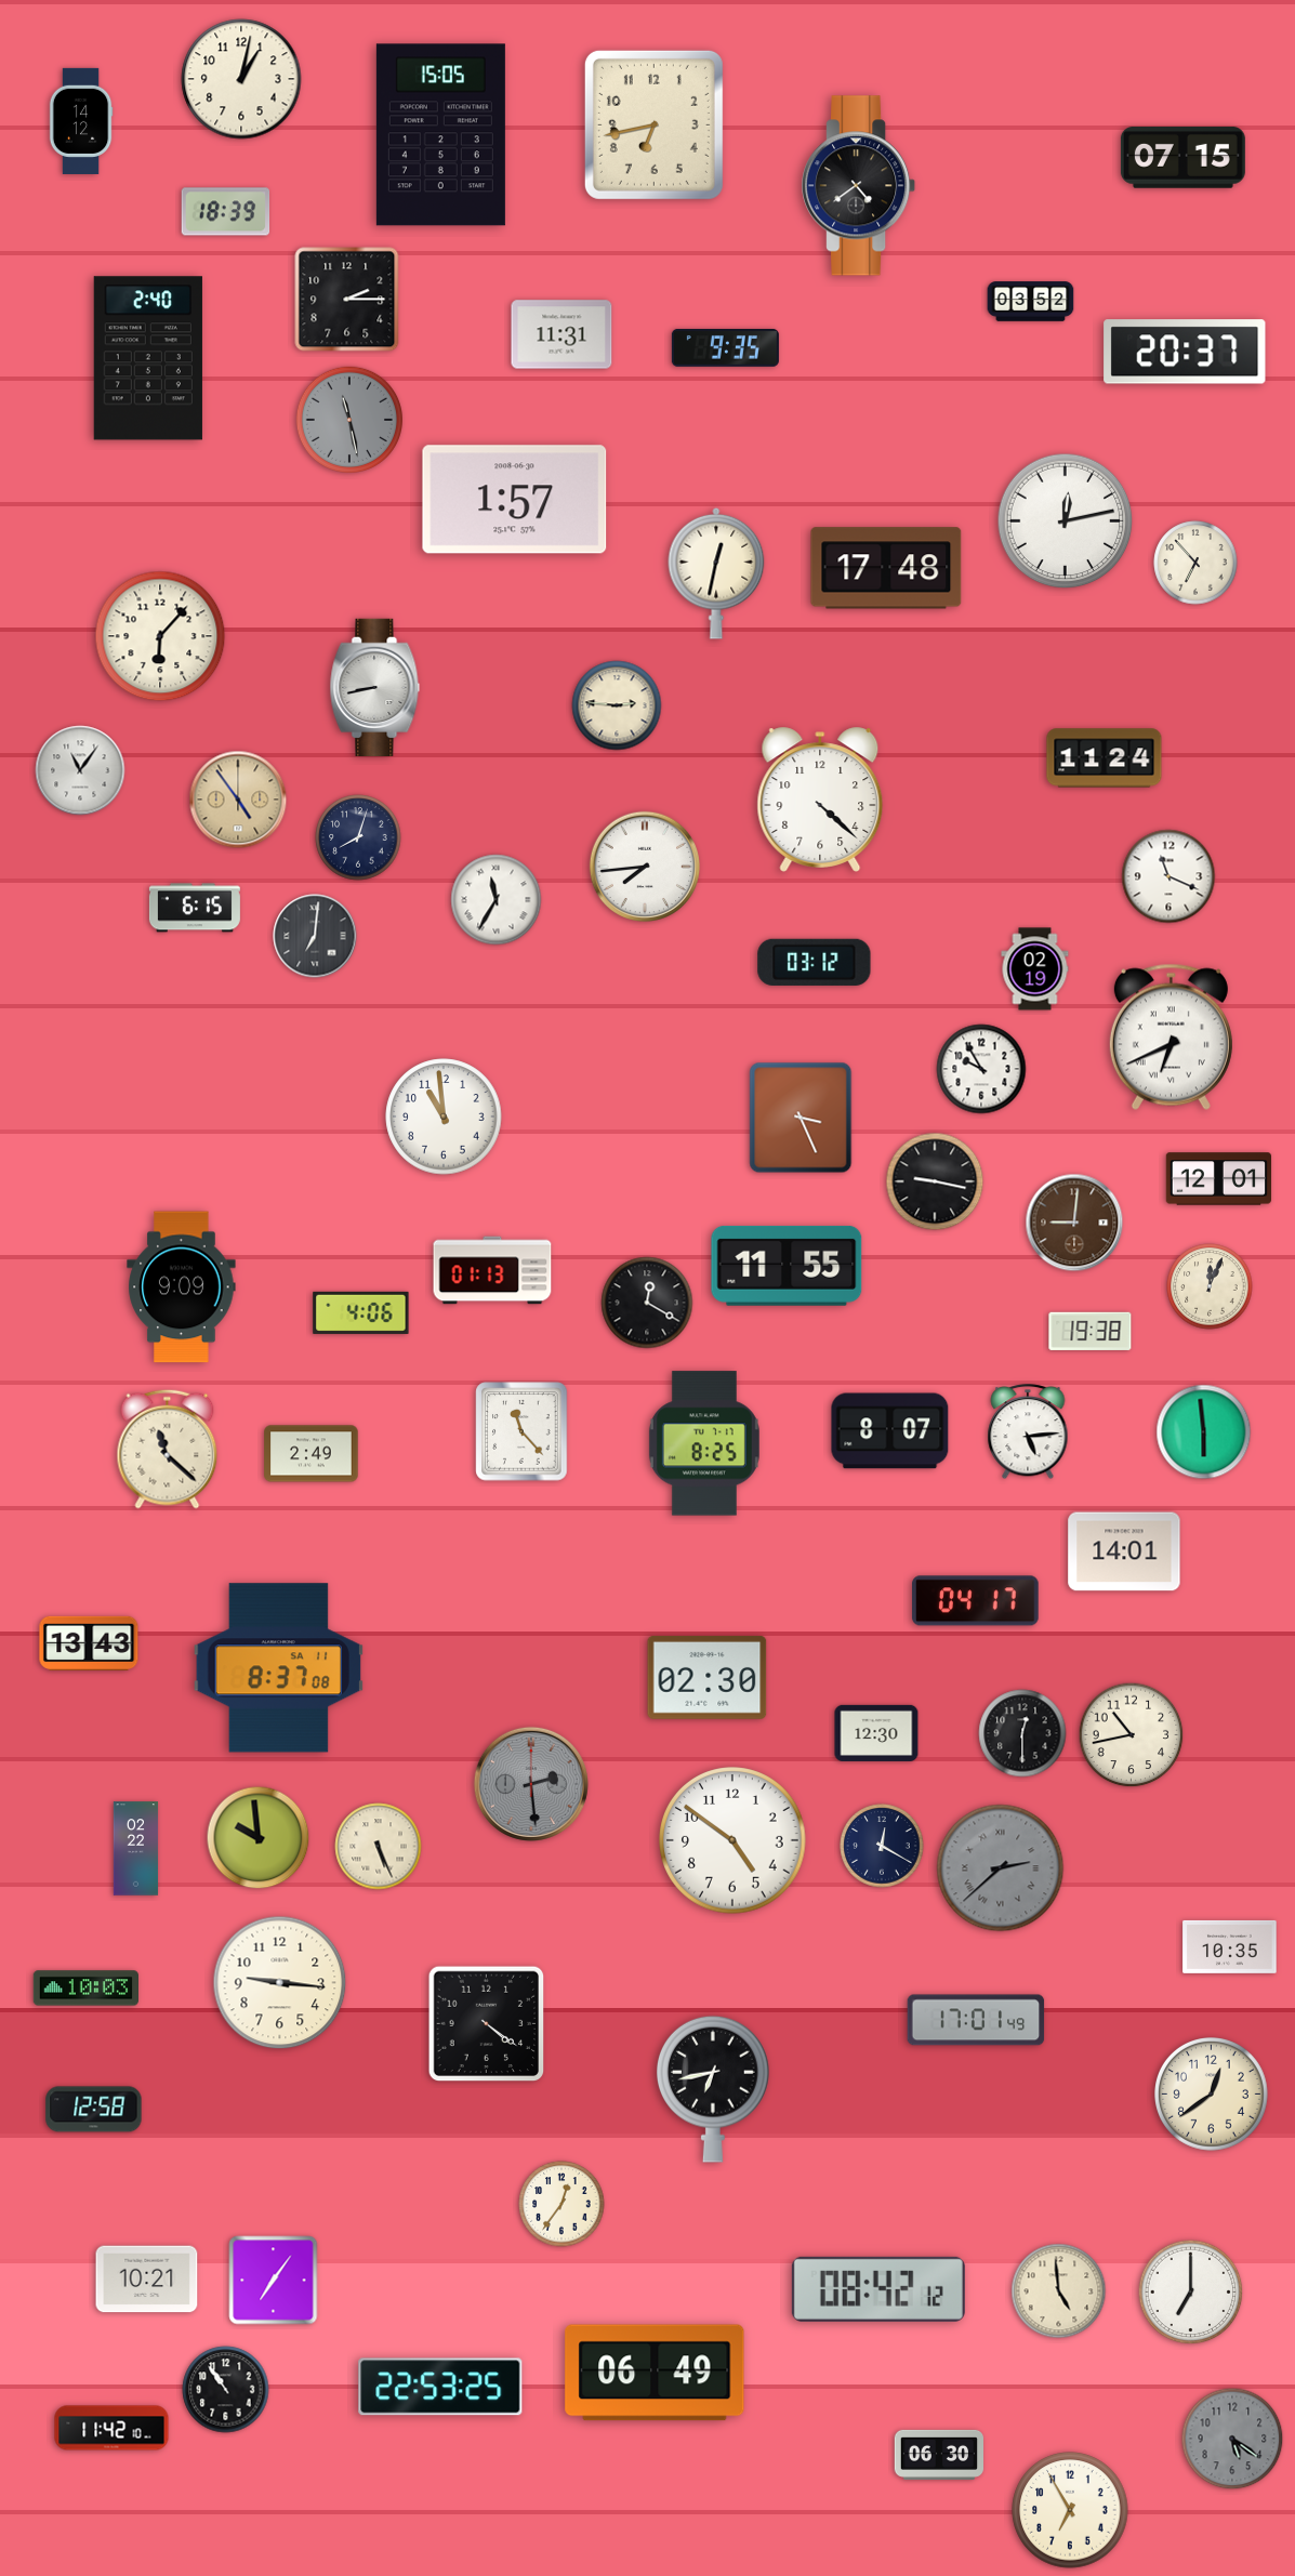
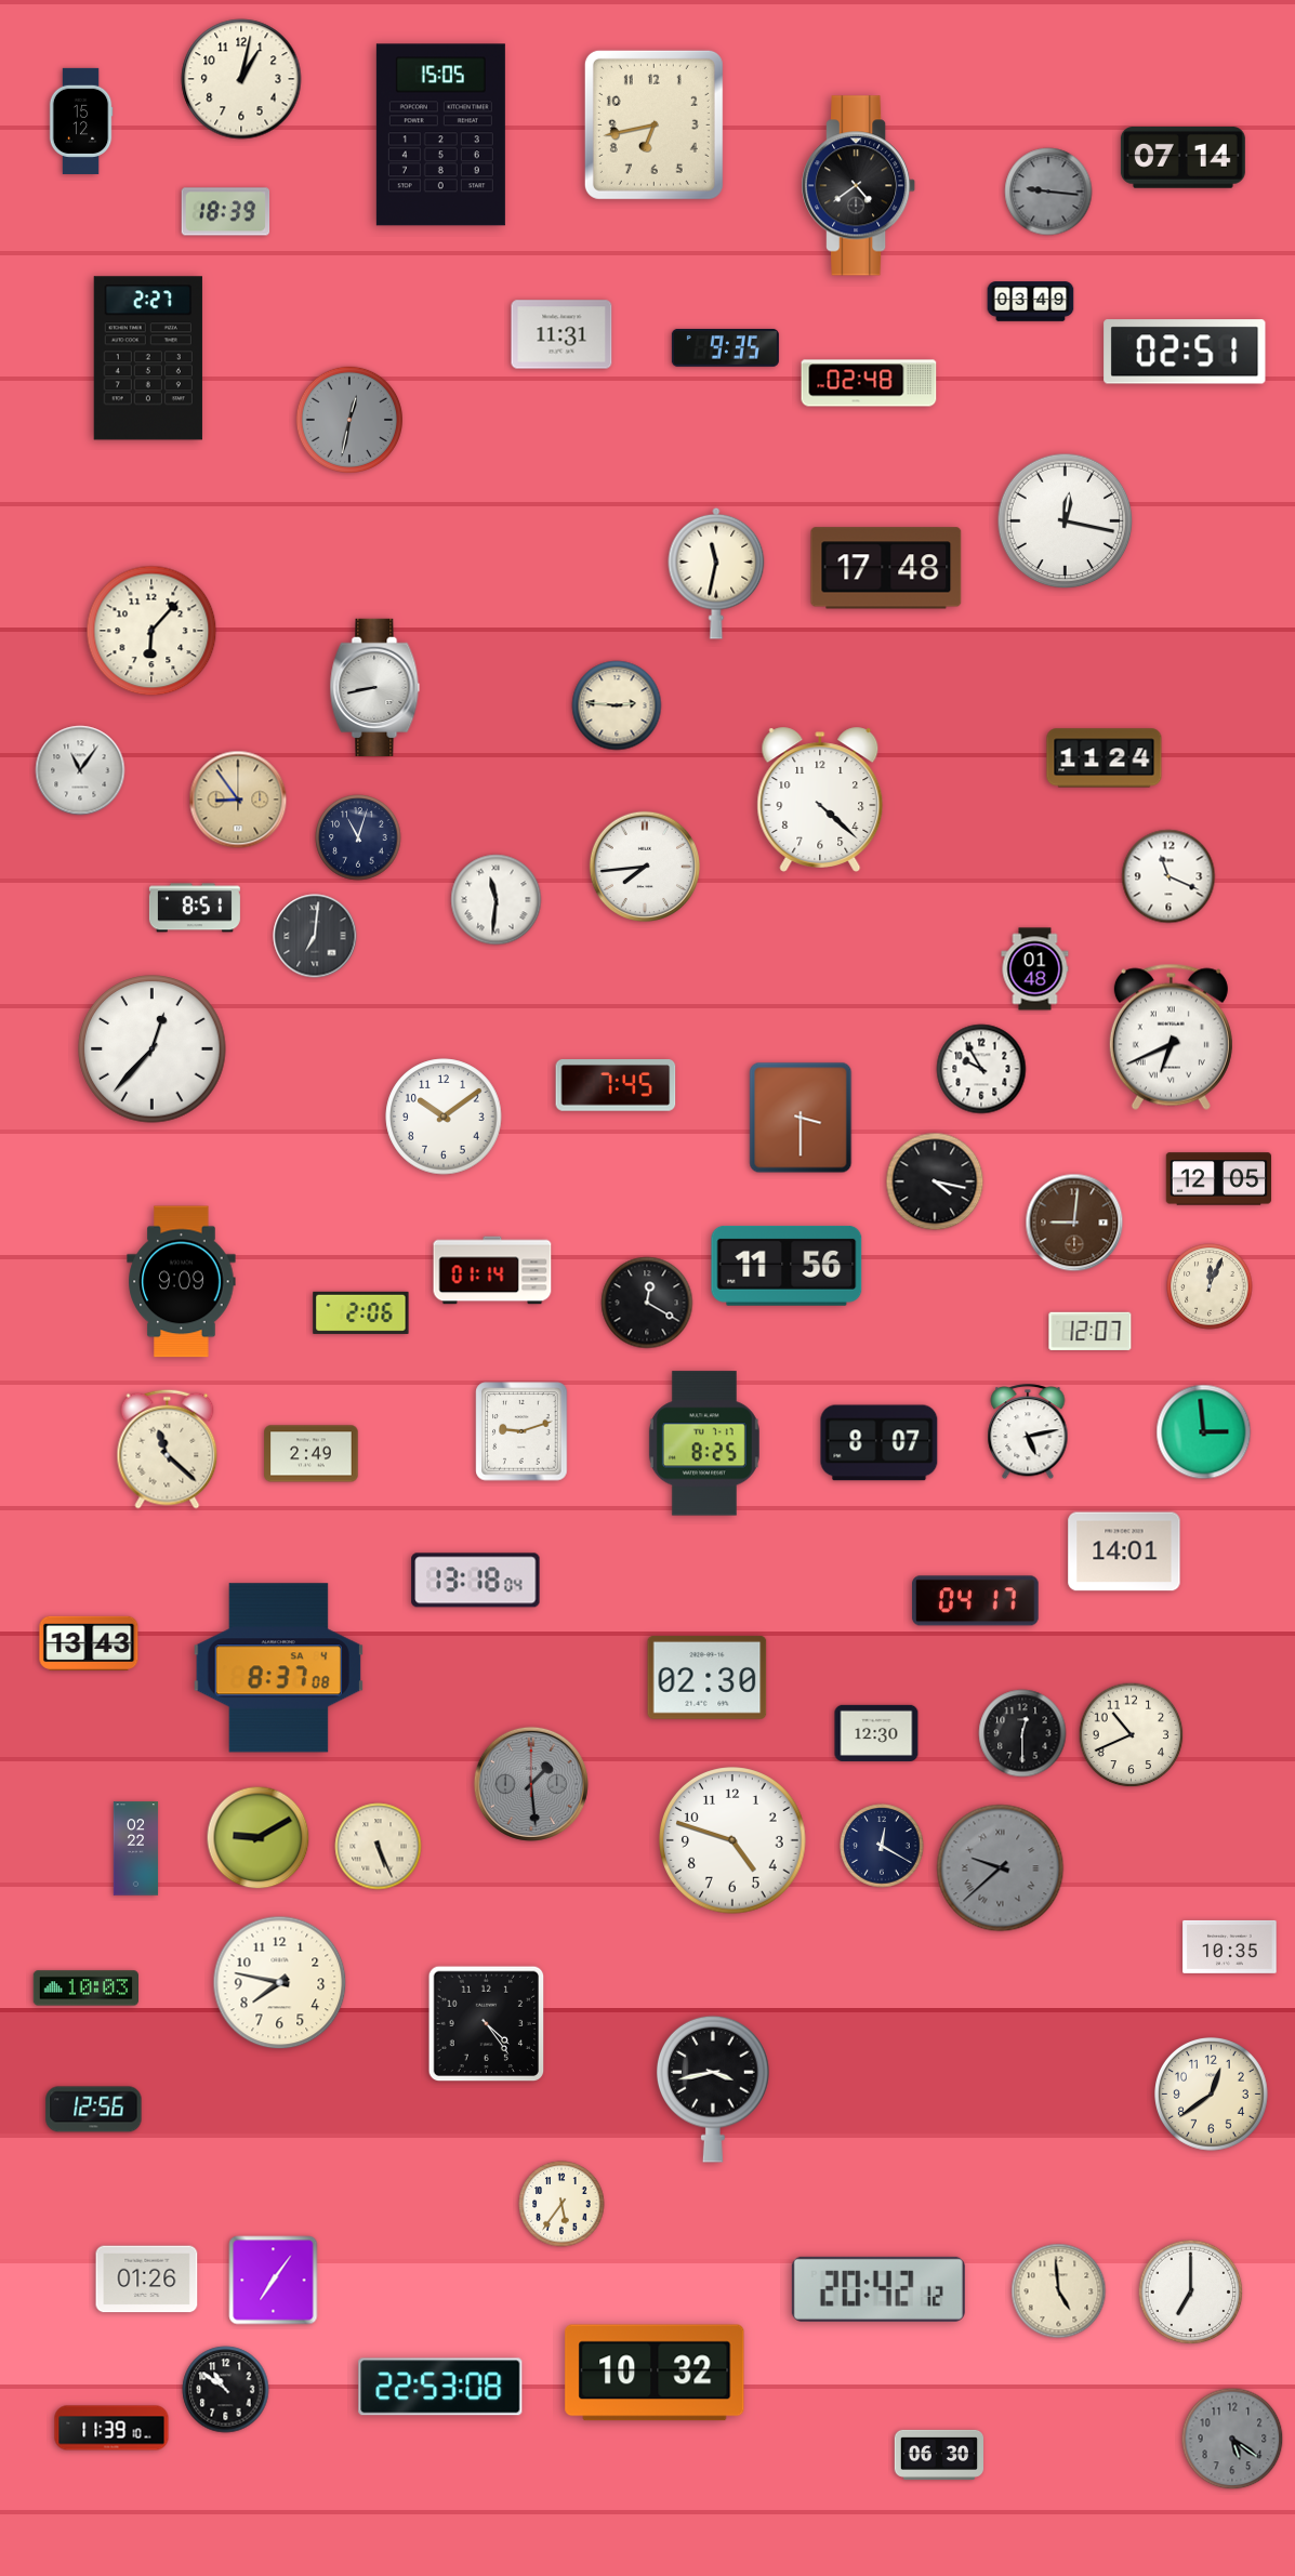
clock at (81, 121): 14:12 -> 15:12
clock at (1182, 158): 07:15 -> 07:14
clock at (1048, 191): none -> 9:16
clock at (347, 300): 2:15 -> none
clock at (1031, 302): 03:52 -> 03:49
clock at (1185, 352): 20:37 -> 02:51
clock at (148, 358): 2:40 -> 2:27
clock at (869, 383): none -> 02:48
clock at (348, 419): 11:28 -> 12:32
clock at (515, 500): 1:57 -> none
clock at (1066, 521): 12:13 -> 12:17
clock at (1195, 563): 6:53 -> none
clock at (716, 573): 12:32 -> 11:32
clock at (160, 636) position: (160, 636) -> (151, 631)
clock at (238, 800): 4:54 -> 8:54
clock at (358, 837): 8:03 -> 11:03
clock at (497, 900): 11:35 -> 11:31
clock at (195, 908): 6:15 -> 8:51
clock at (815, 962): 03:12 -> none
clock at (1035, 969): 02:19 -> 01:48
clock at (153, 1049): none -> 12:37
clock at (616, 1086): none -> 7:45
clock at (444, 1117): 10:59 -> 10:09
clock at (801, 1118): 3:26 -> 3:30
clock at (1219, 1179): 12:01 -> 12:05
clock at (935, 1181): 9:17 -> 4:17
clock at (787, 1266): 11:55 -> 11:56
clock at (492, 1270): 01:13 -> 01:14
clock at (182, 1287) position: (182, 1287) -> (182, 1282)
clock at (361, 1312): 4:06 -> 2:06
clock at (1091, 1331): 19:38 -> 12:07
clock at (521, 1431): 11:23 -> 9:12
clock at (890, 1431) position: (890, 1431) -> (880, 1443)
clock at (1028, 1432): 5:14 -> 5:13
clock at (1204, 1432): 5:59 -> 2:59
clock at (476, 1581): none -> 13:18
clock at (278, 1668) date: SA 11 -> SA 4
clock at (1132, 1735): 10:43 -> 10:41
clock at (531, 1784): 2:29 -> 1:29
clock at (259, 1838): 9:59 -> 9:10
clock at (732, 1840): 4:51 -> 4:48
clock at (1001, 1868): 2:38 -> 9:38
clock at (280, 1983): 9:16 -> 7:47
clock at (976, 2020): 17:01 -> none
clock at (487, 2024): 4:21 -> 4:24
clock at (714, 2089): 6:43 -> 3:43
clock at (94, 2110): 12:58 -> 12:56
clock at (561, 2204): 12:36 -> 5:36
clock at (147, 2280): 10:21 -> 01:26
clock at (878, 2289): 08:42 -> 20:42
clock at (655, 2373): 06:49 -> 10:32
clock at (440, 2387): 22:53:25 -> 22:53:08
clock at (226, 2390): 10:54 -> 10:51
clock at (111, 2428): 11:42 -> 11:39
clock at (1070, 2510): 6:55 -> none
